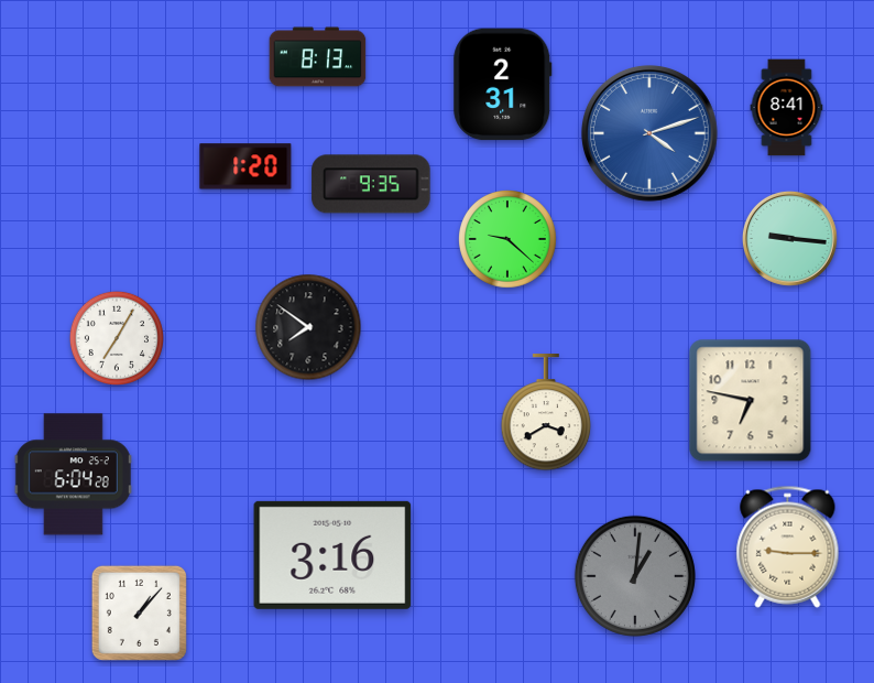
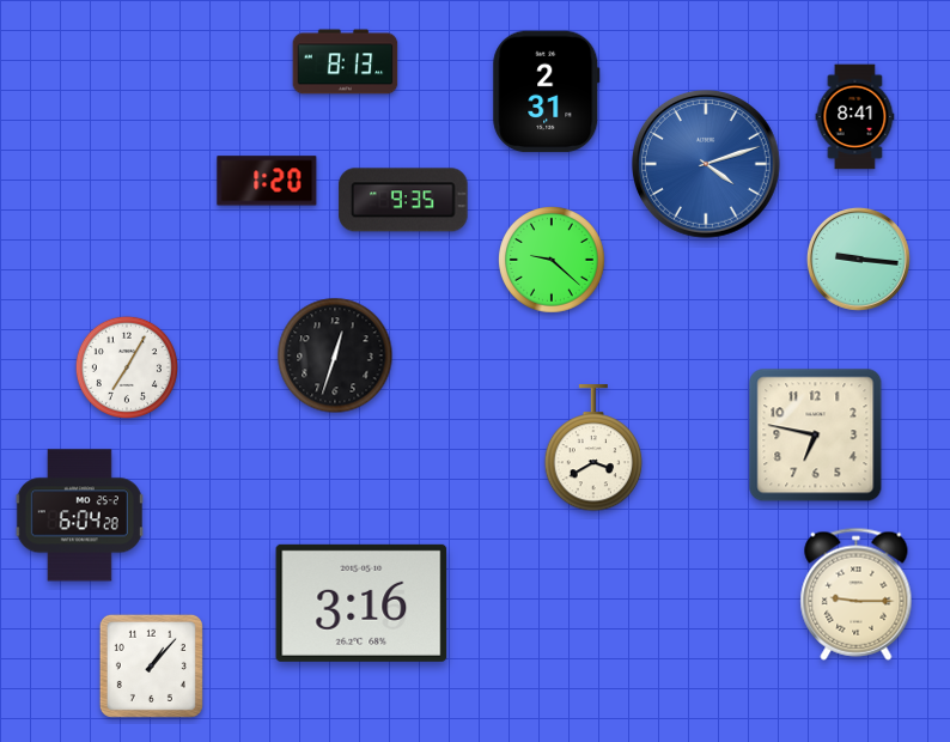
clock at (651, 134) position: (651, 134) -> (707, 165)
clock at (308, 327): 7:51 -> 12:33
clock at (635, 576): 1:01 -> none
